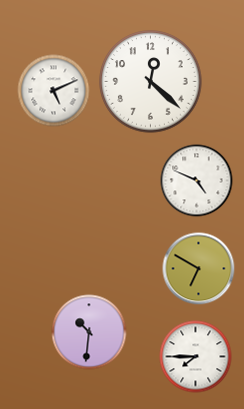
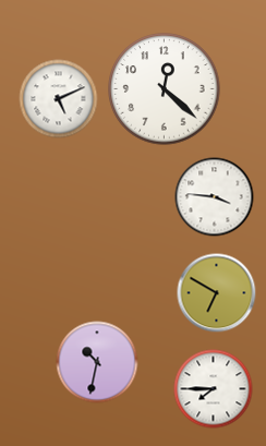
clock at (197, 181): 4:49 -> 3:46
clock at (89, 332): 10:31 -> 10:32
